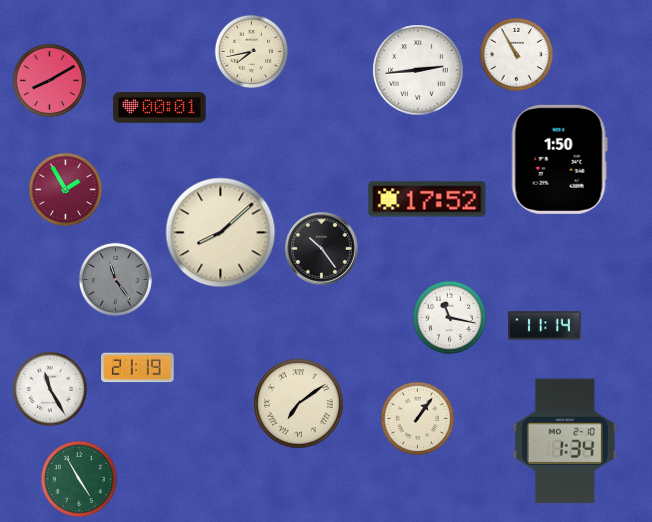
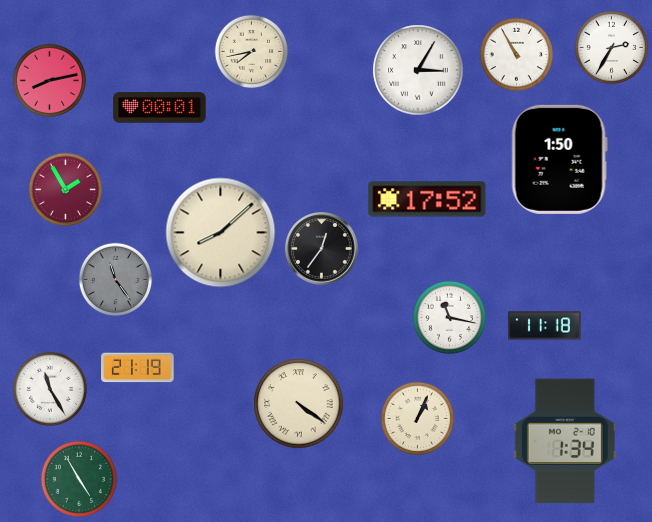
clock at (612, 48): none -> 2:35
clock at (418, 70): 2:44 -> 3:05
clock at (50, 81): 8:10 -> 8:13
clock at (322, 249): 10:24 -> 12:36
clock at (545, 326): 11:14 -> 11:18
clock at (299, 404): 7:09 -> 4:21
clock at (418, 419): 1:06 -> 1:04
